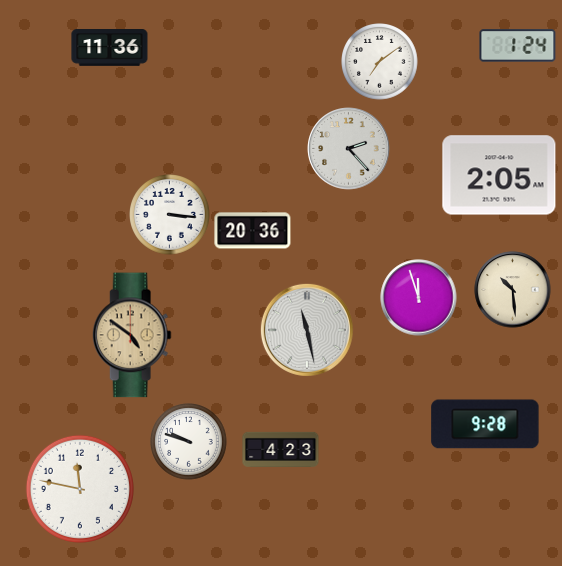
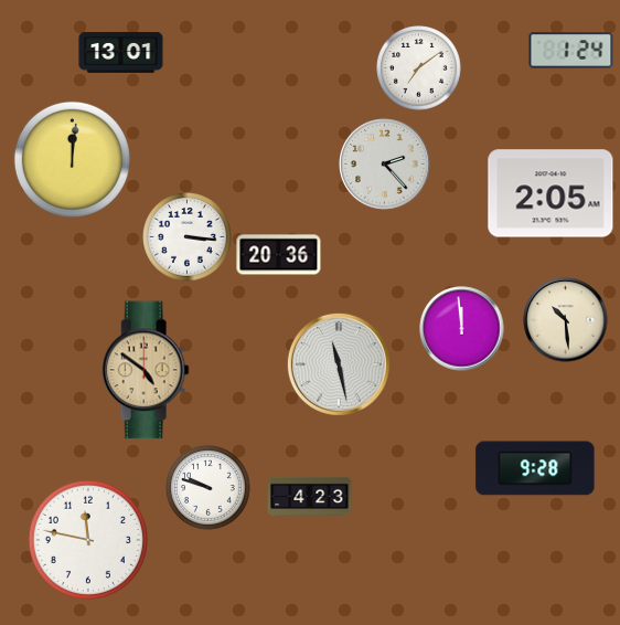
clock at (110, 48): 11:36 -> 13:01
clock at (72, 159): none -> 12:01
clock at (419, 298): 11:57 -> 11:59
